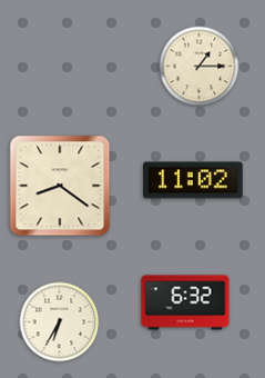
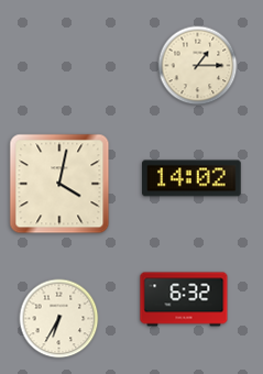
clock at (193, 180): 11:02 -> 14:02
clock at (60, 186): 8:21 -> 4:02
